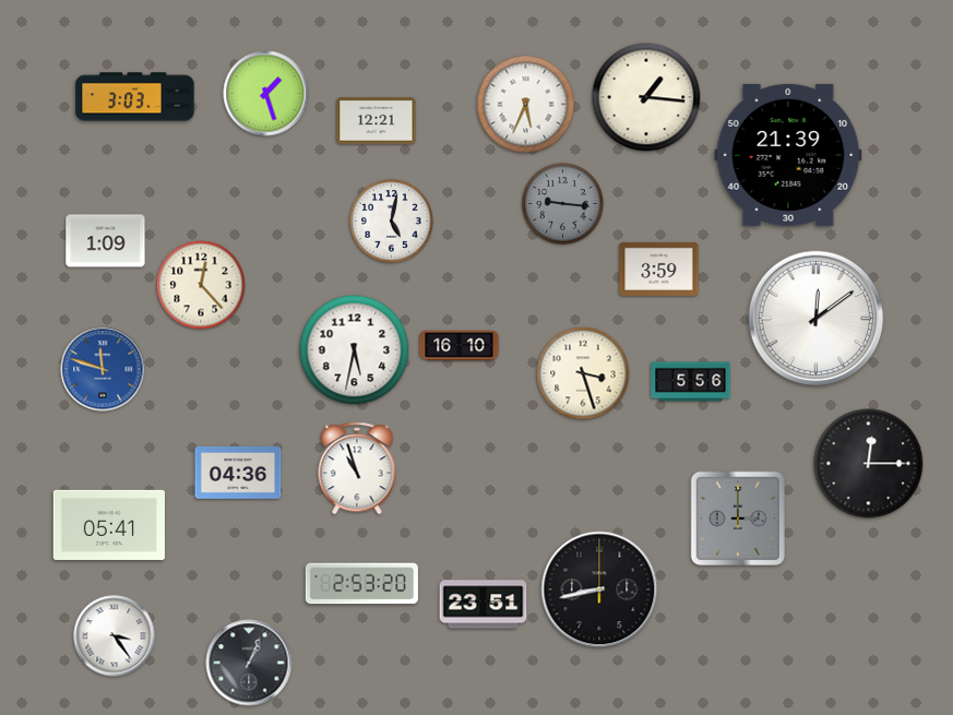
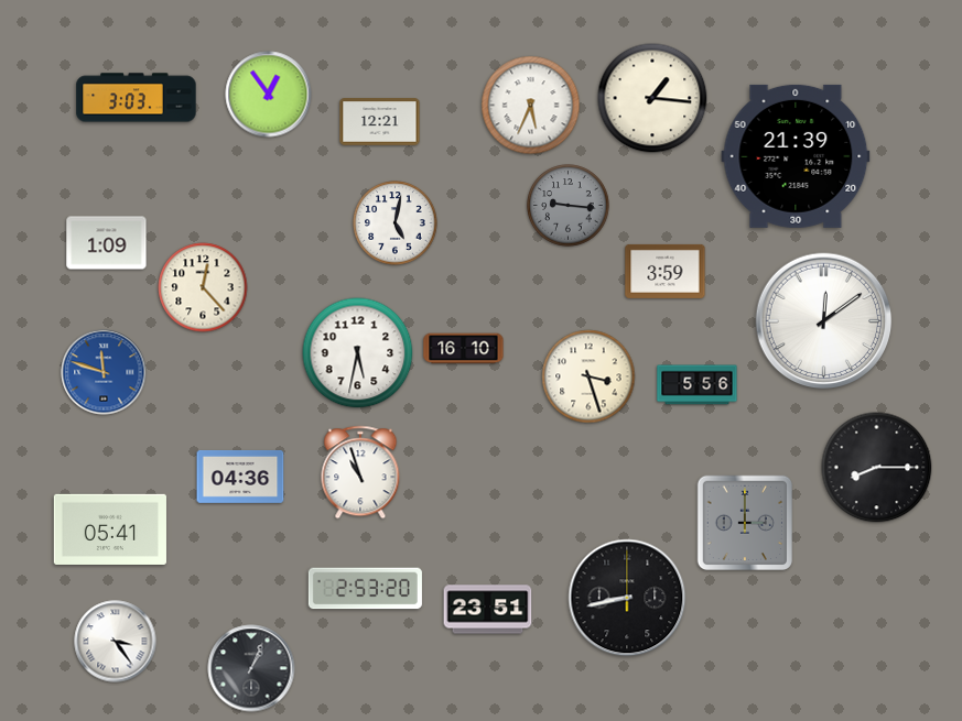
clock at (266, 94): 1:27 -> 12:54
clock at (869, 464): 12:15 -> 8:15
clock at (599, 589) position: (599, 589) -> (627, 598)
